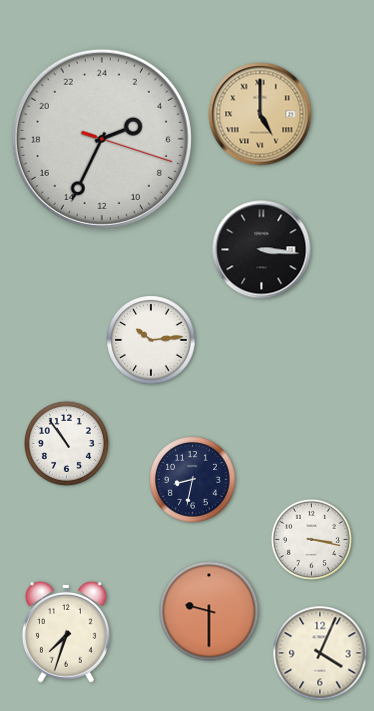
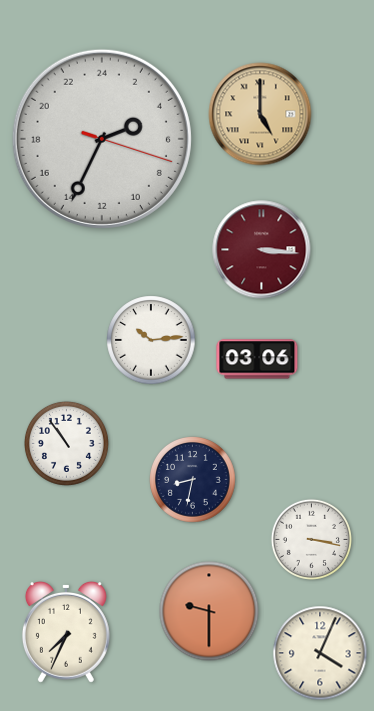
clock at (262, 250) dial: black -> burgundy
clock at (257, 359): none -> 03:06
clock at (66, 632): 7:33 -> 7:34
